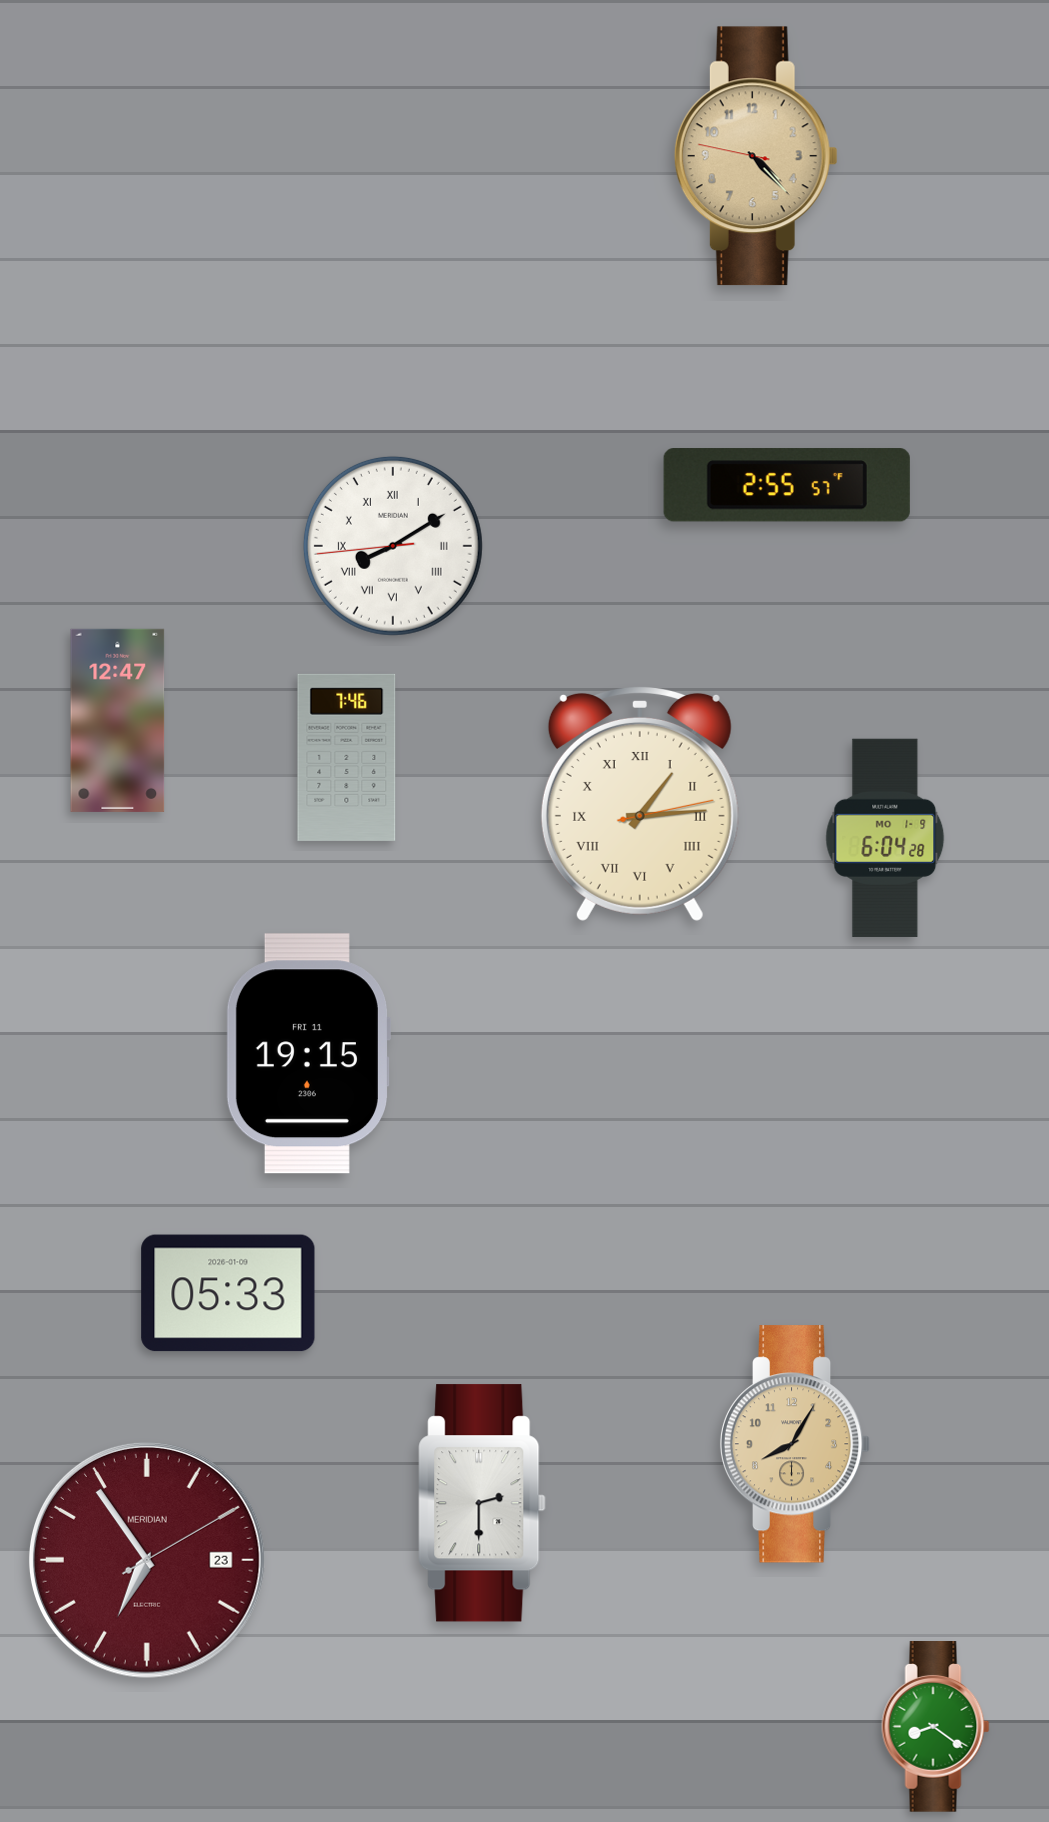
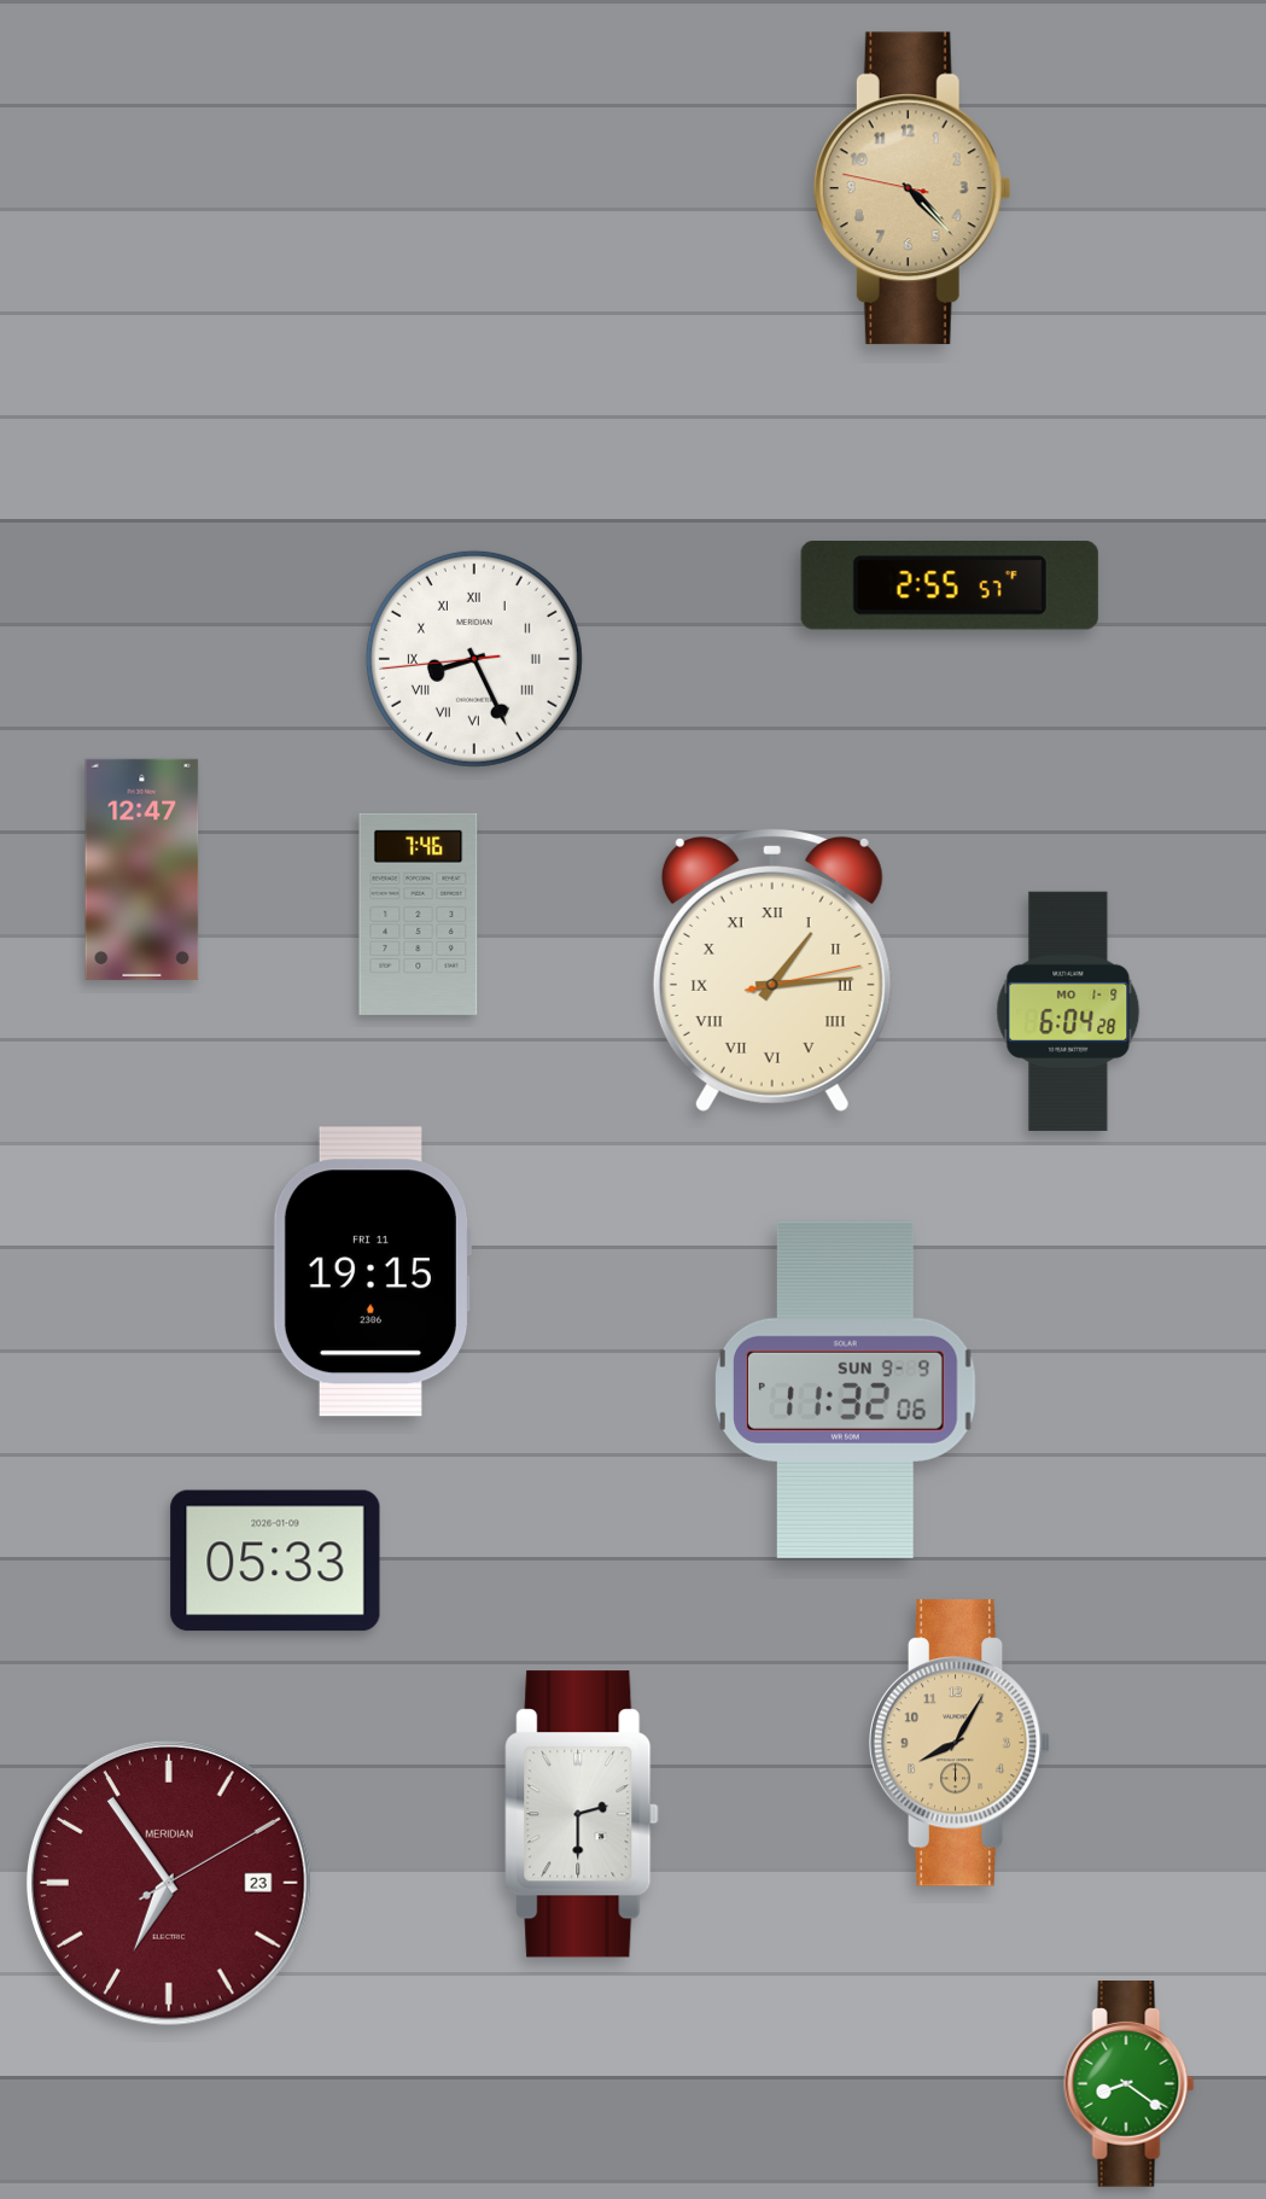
clock at (393, 546): 8:09 -> 8:25
clock at (846, 1389): none -> 11:32
clock at (147, 1560) position: (147, 1560) -> (169, 1883)
